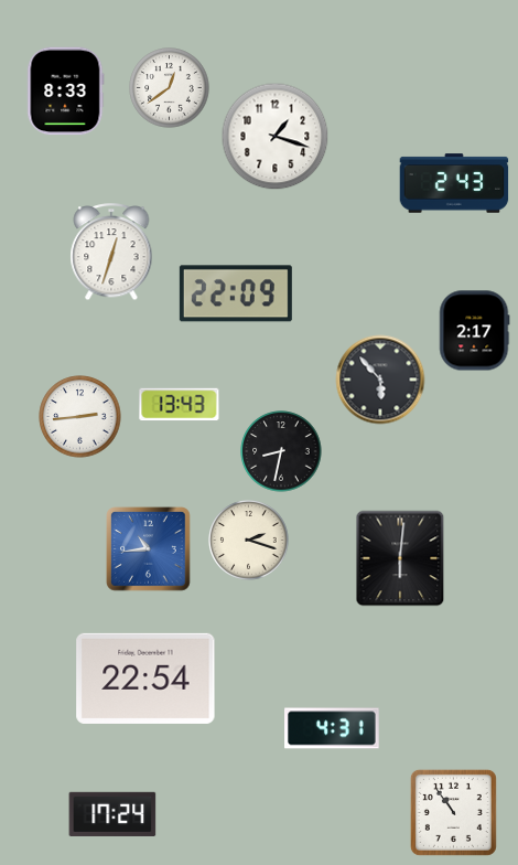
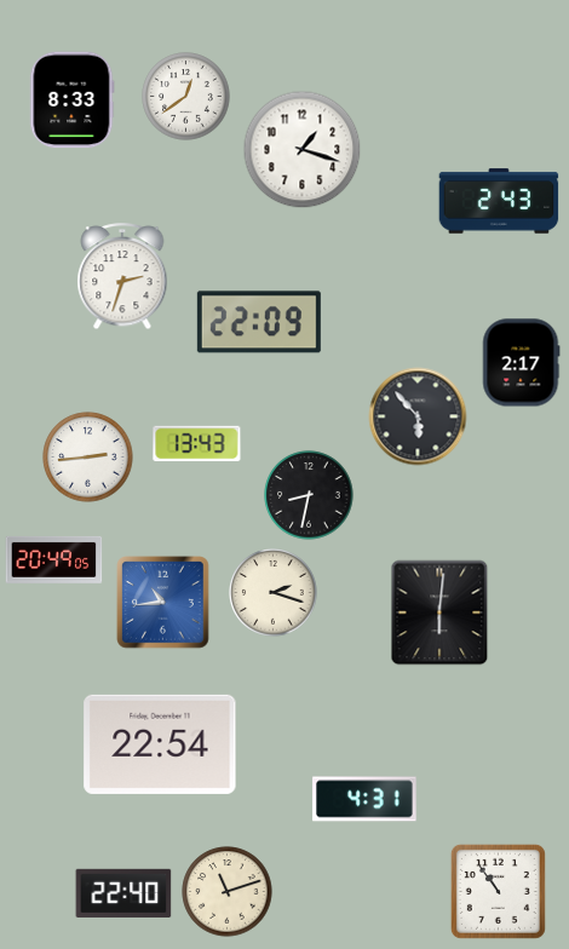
clock at (111, 253): 12:33 -> 2:33
clock at (54, 559): none -> 20:49
clock at (228, 892): none -> 11:12
clock at (112, 814): 17:24 -> 22:40
